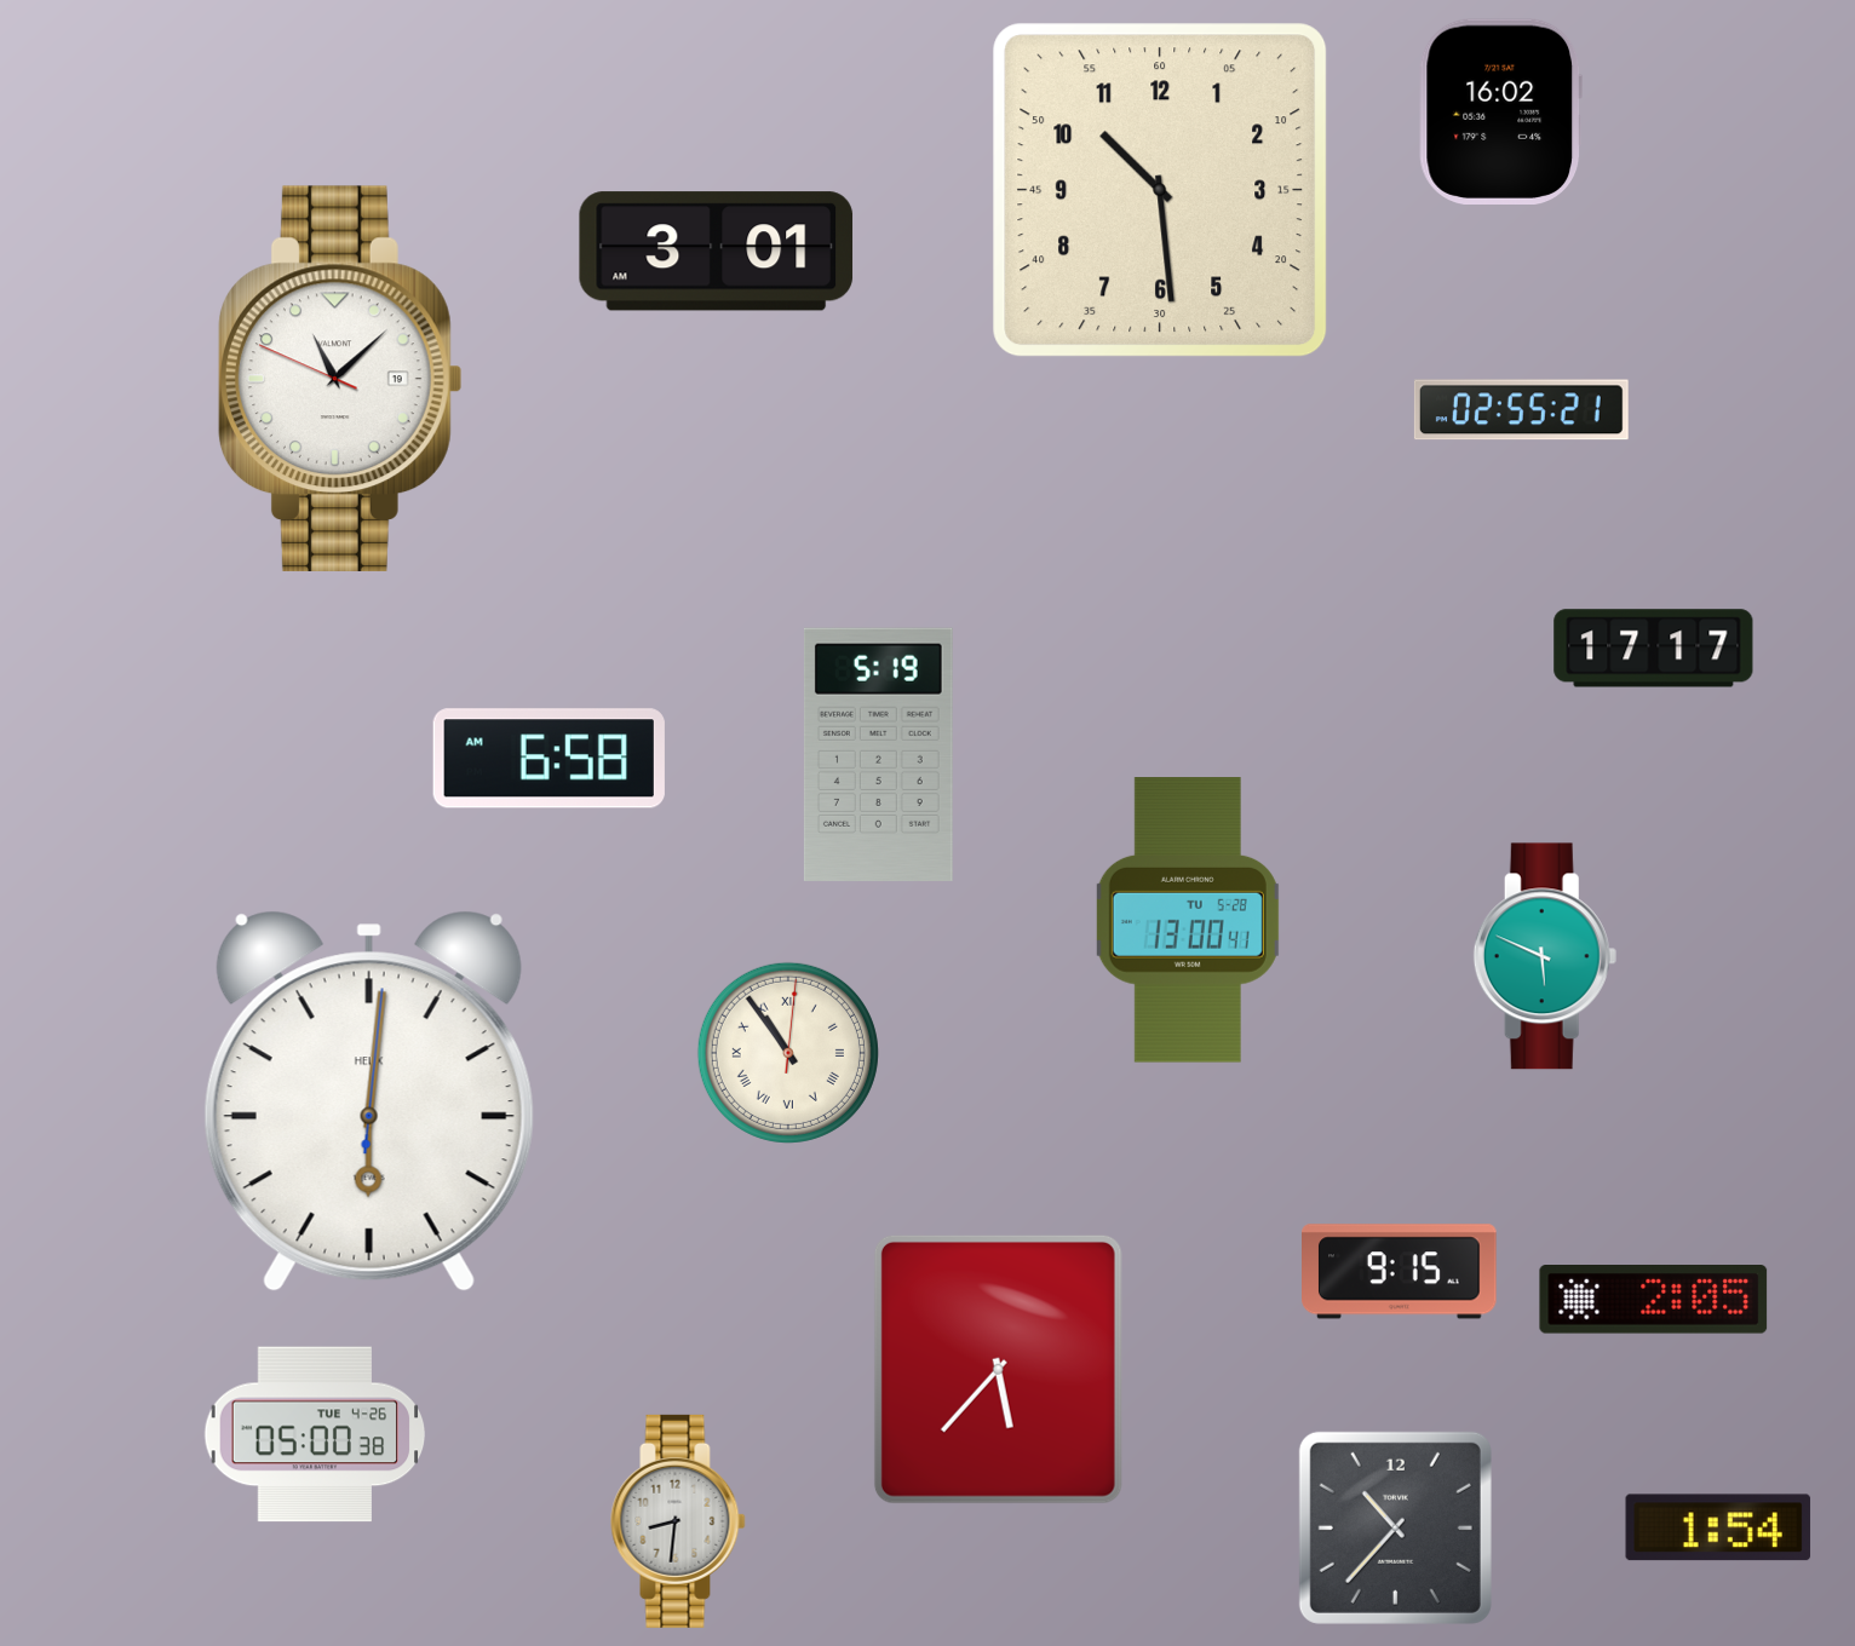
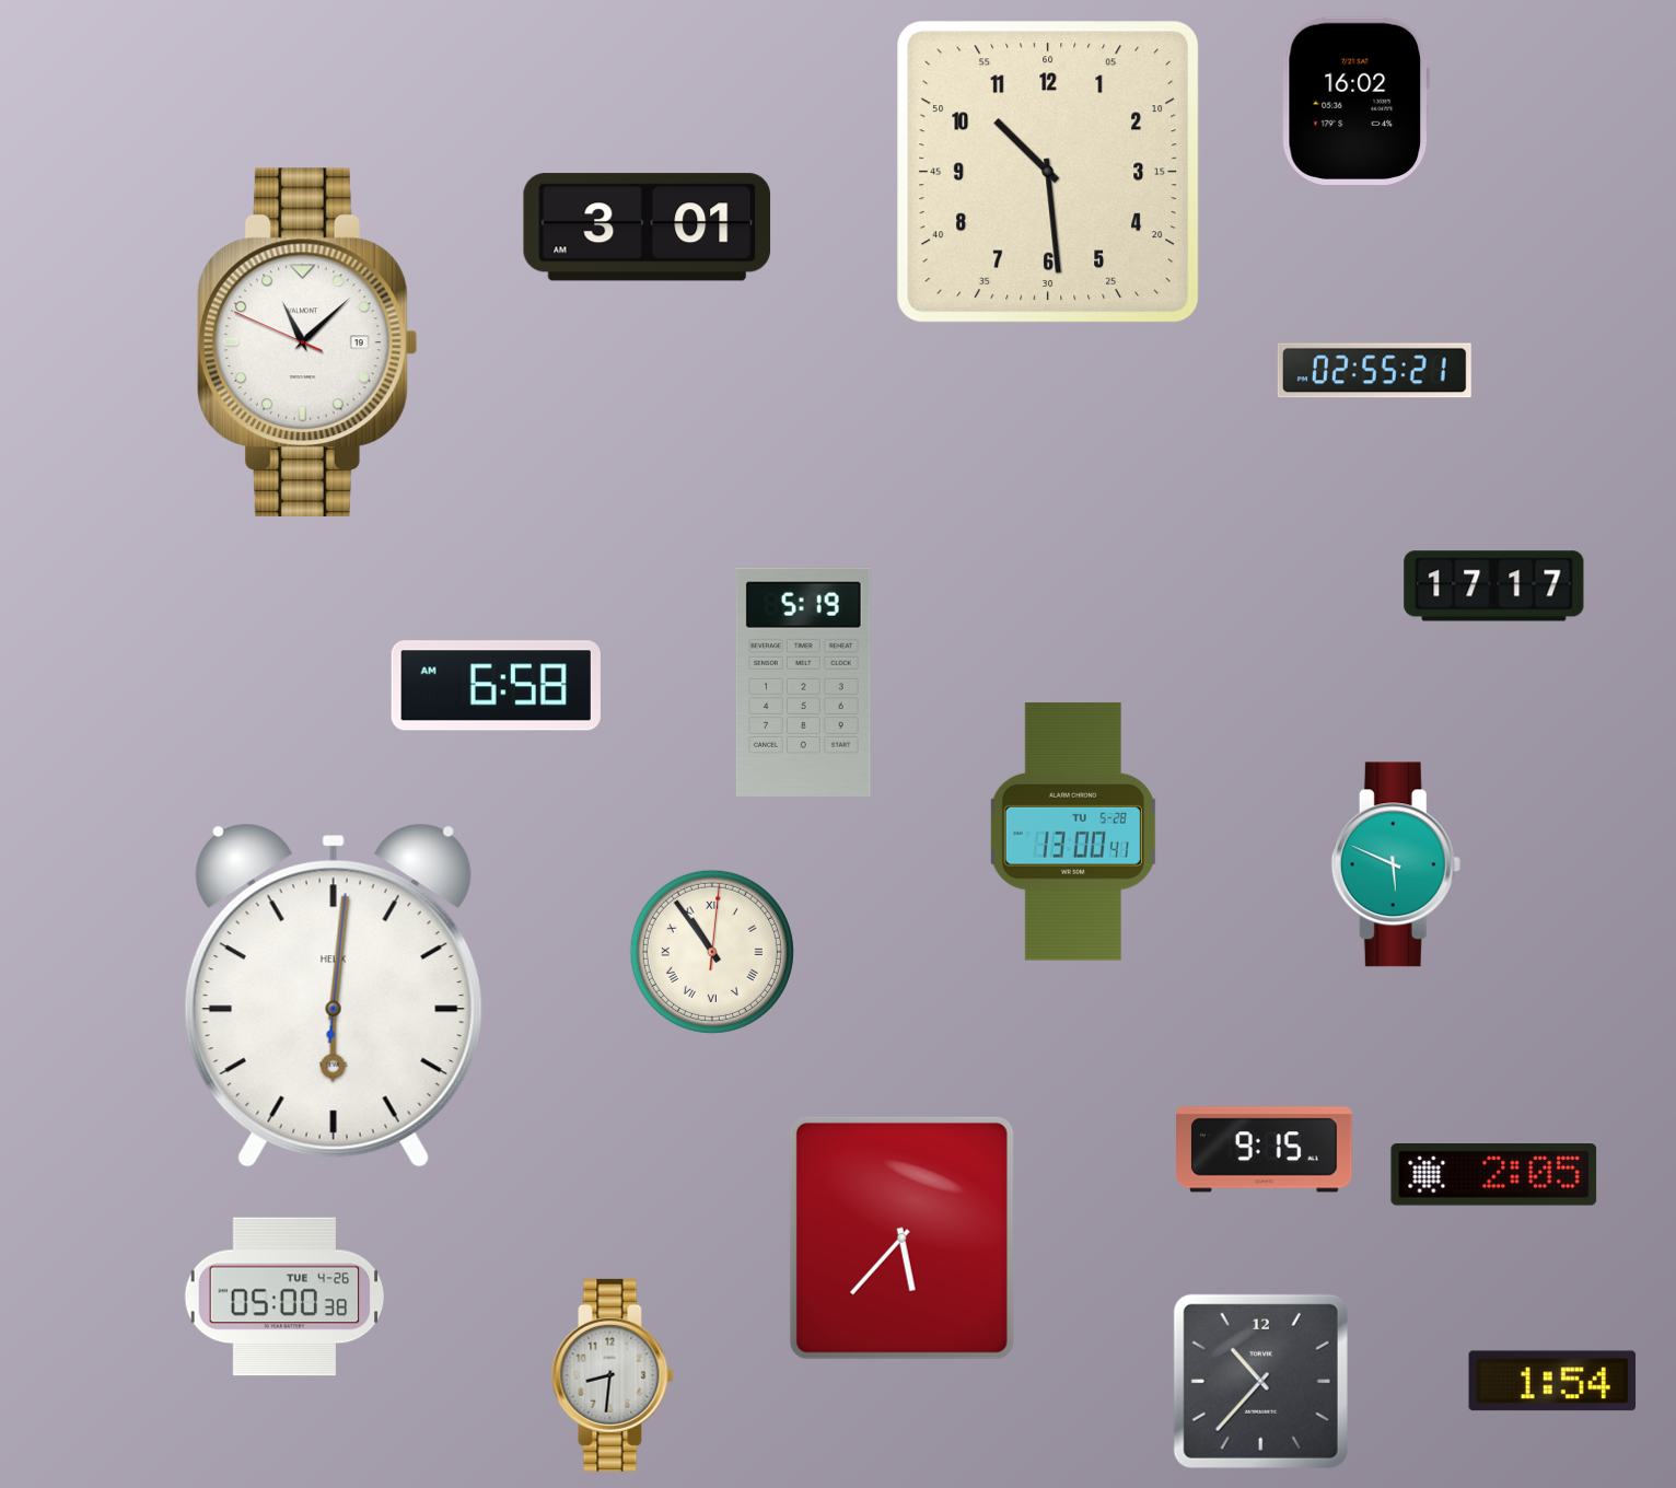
clock at (878, 754) position: (878, 754) -> (803, 682)
